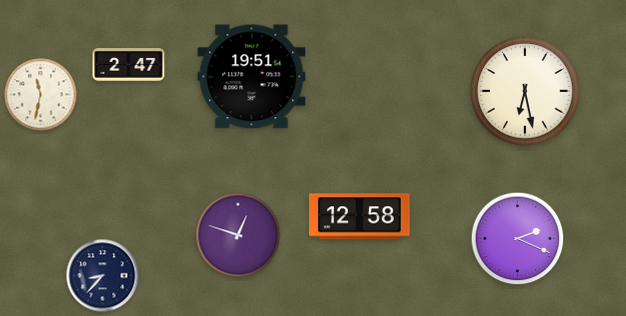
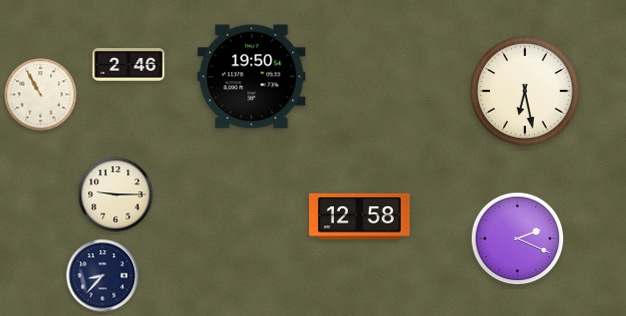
clock at (129, 65): 2:47 -> 2:46
clock at (252, 77): 19:51 -> 19:50
clock at (41, 95): 11:32 -> 10:55
clock at (116, 195): none -> 9:15
clock at (238, 235): 12:48 -> none
